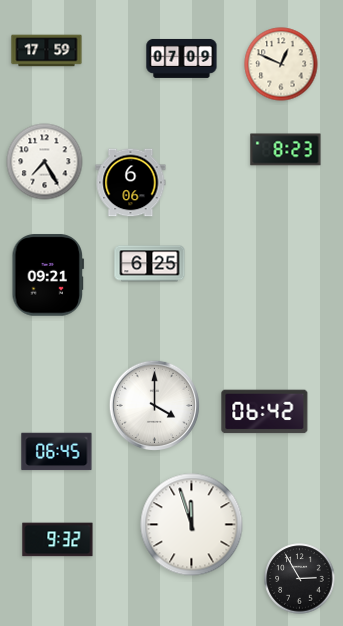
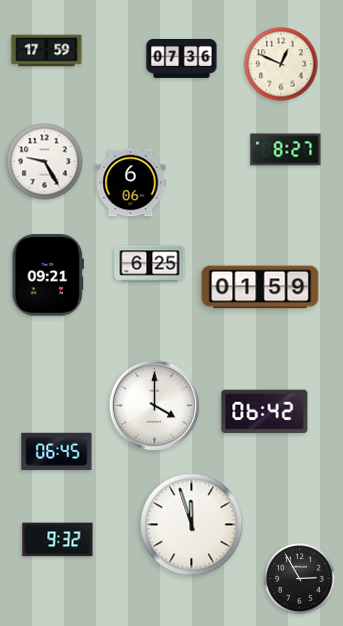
clock at (182, 58): 07:09 -> 07:36
clock at (286, 150): 8:23 -> 8:27
clock at (45, 162): 7:25 -> 9:25
clock at (260, 287): none -> 01:59
